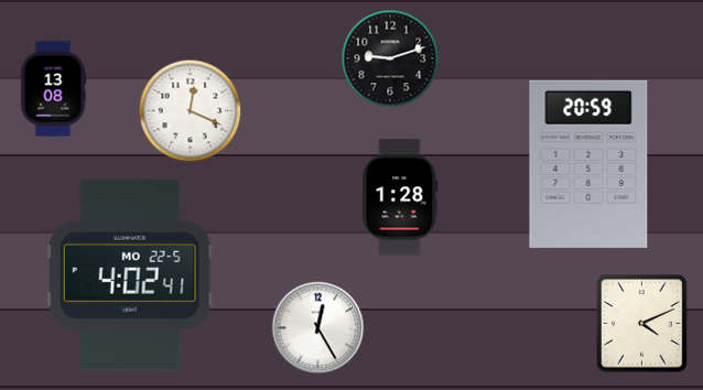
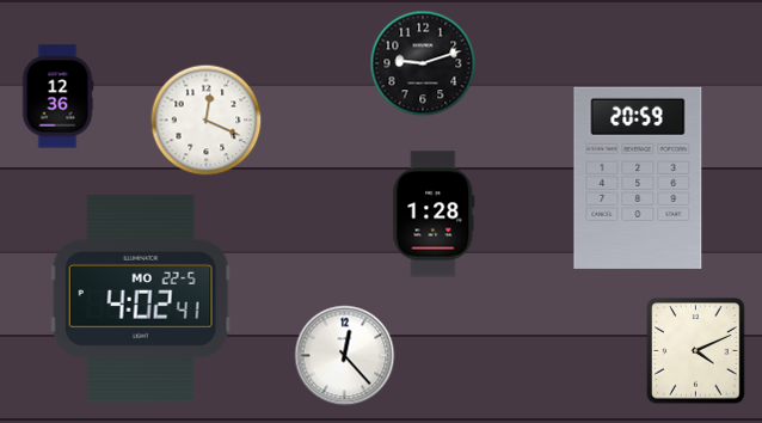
clock at (53, 89): 13:08 -> 12:36
clock at (318, 328): 12:25 -> 12:23
